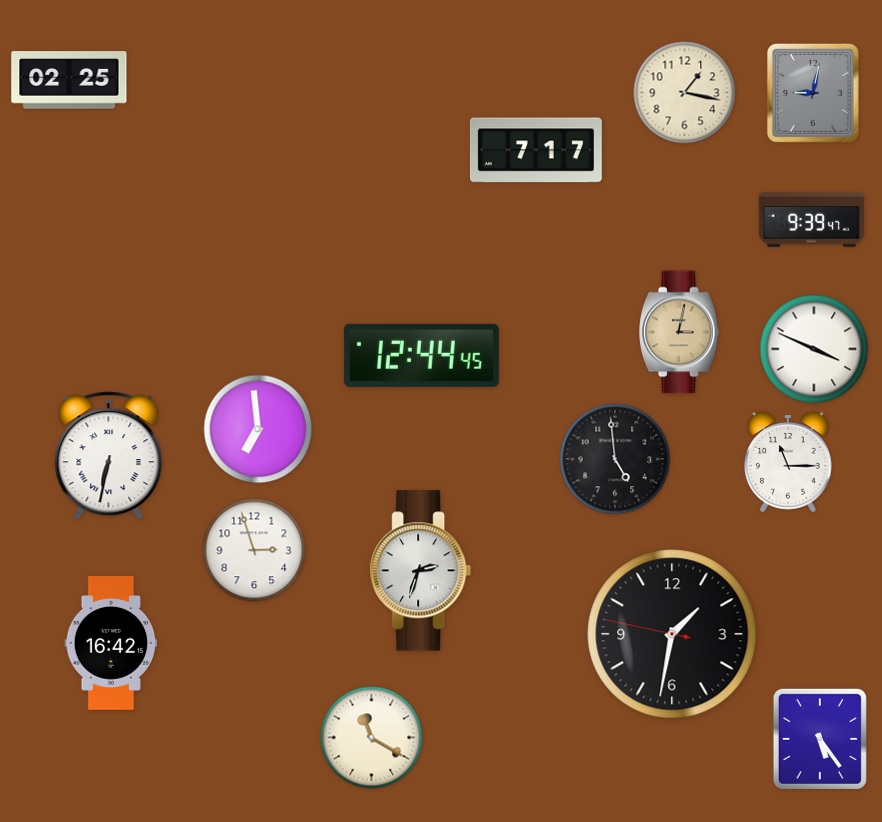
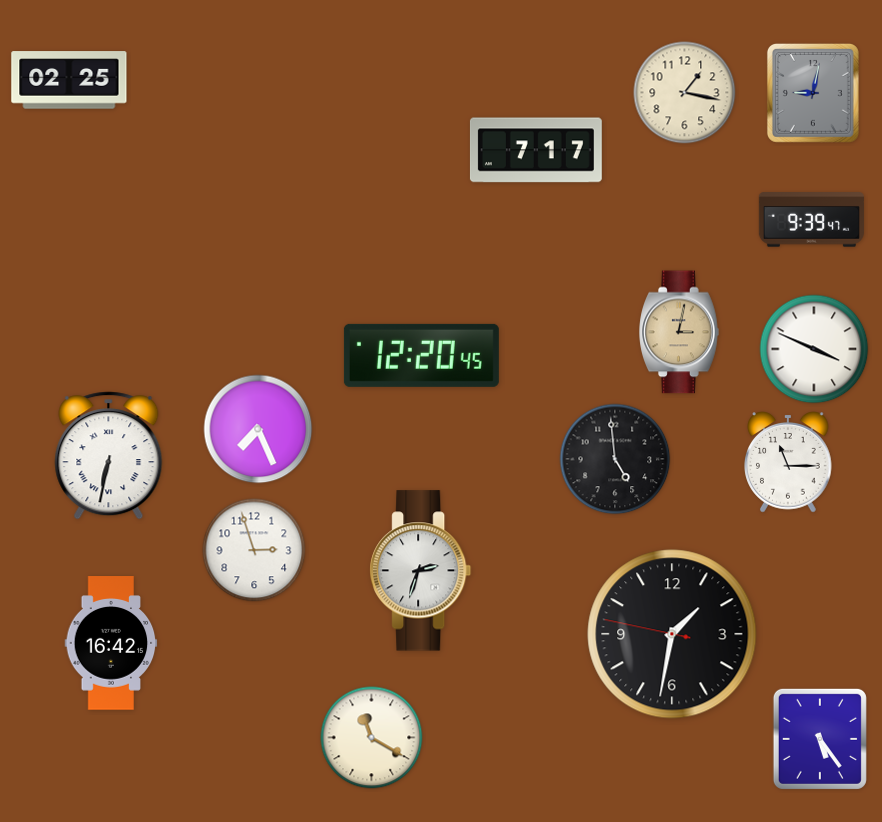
clock at (421, 355): 12:44 -> 12:20
clock at (258, 429): 6:59 -> 7:26
